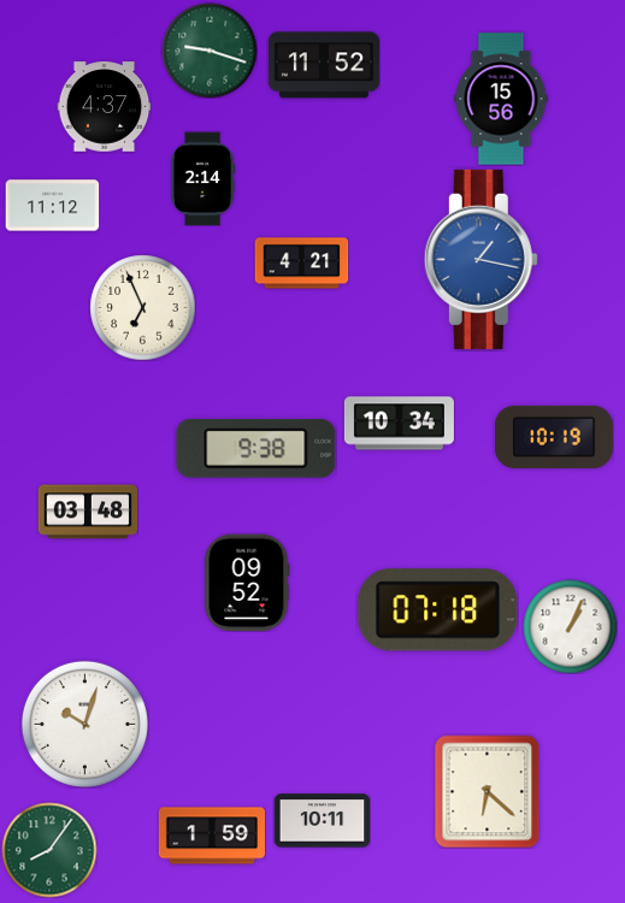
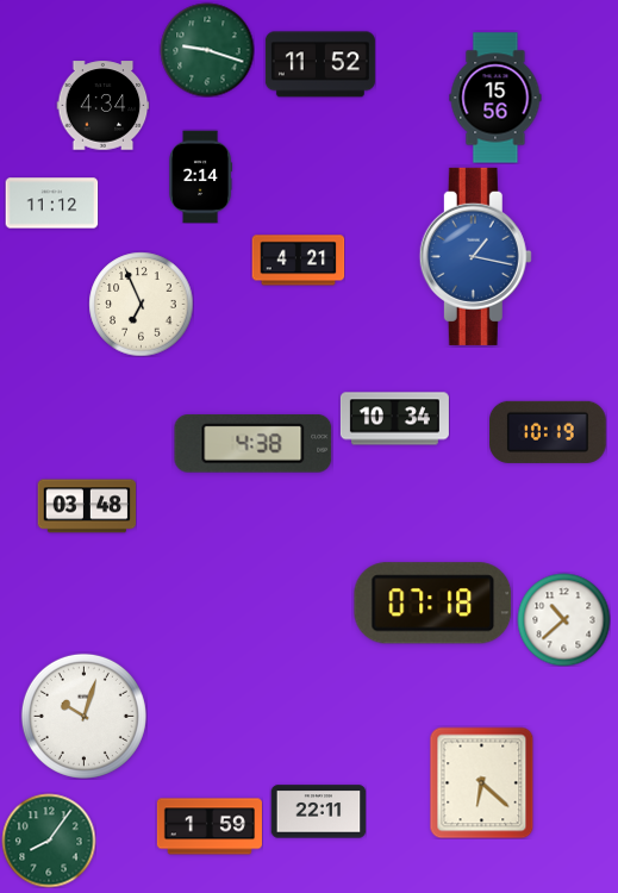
clock at (104, 107): 4:37 -> 4:34
clock at (257, 448): 9:38 -> 4:38
clock at (247, 583): 09:52 -> none
clock at (570, 626): 1:04 -> 10:38
clock at (322, 821): 10:11 -> 22:11
